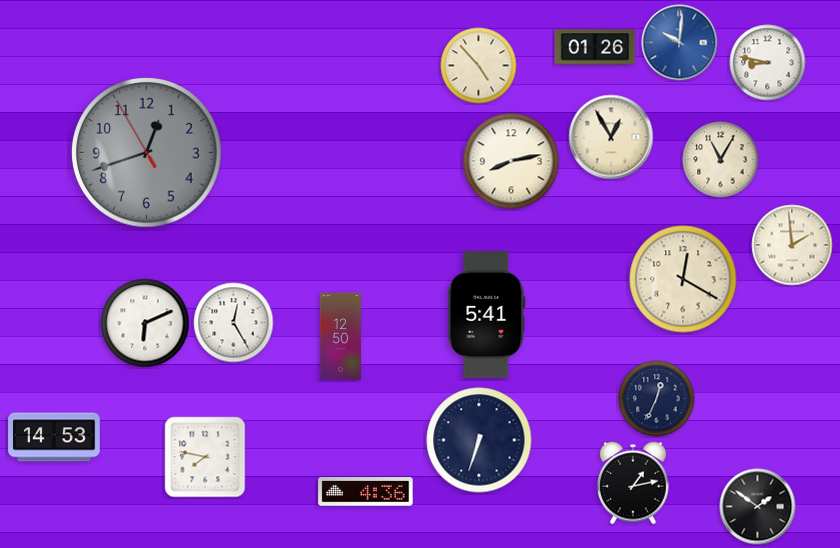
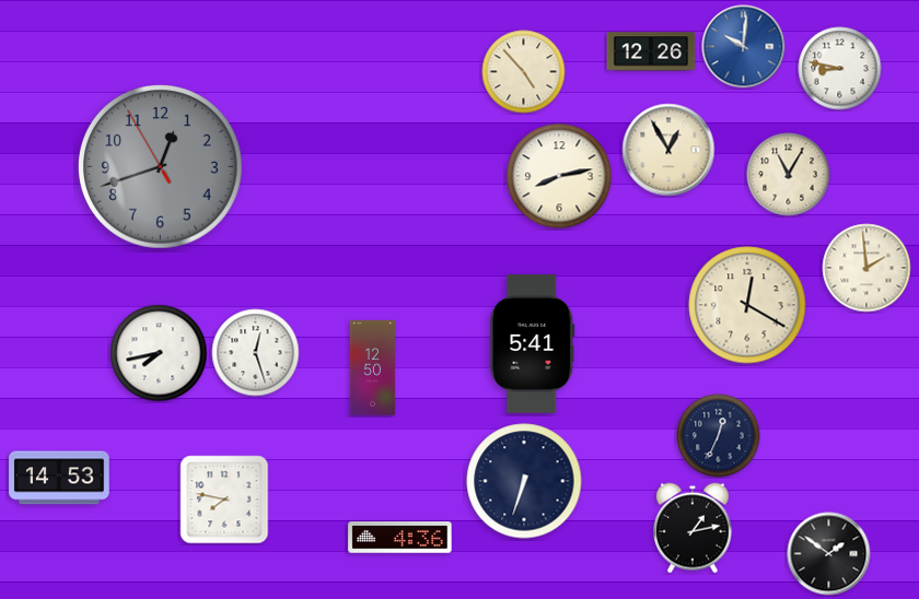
clock at (595, 47): 01:26 -> 12:26
clock at (145, 323): 6:11 -> 7:43
clock at (234, 323): 12:25 -> 12:27
